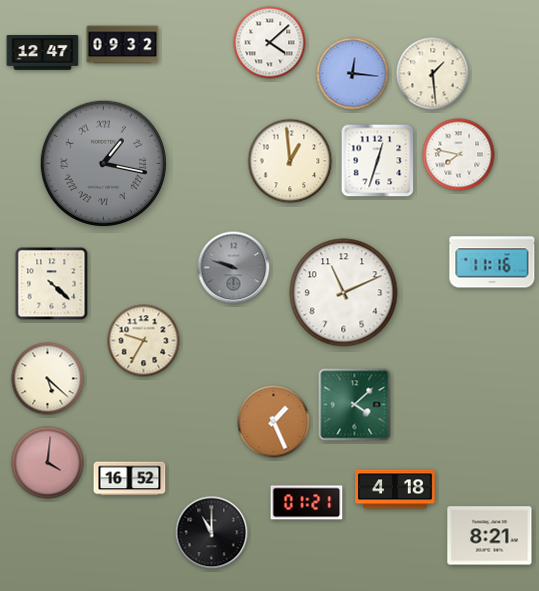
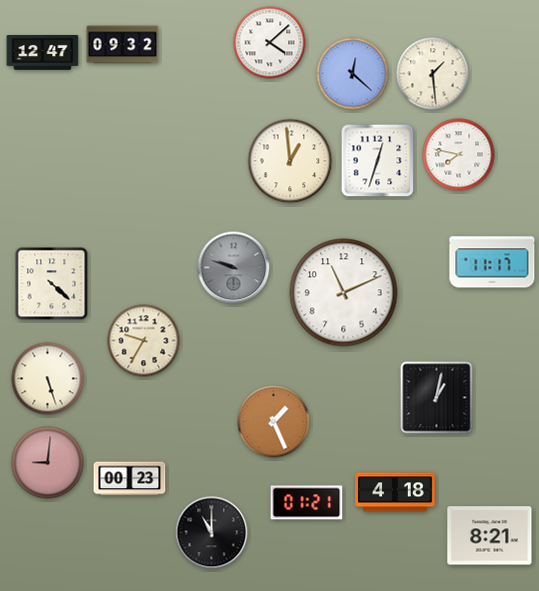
clock at (353, 74): 12:16 -> 12:22
clock at (103, 163): 1:17 -> none
clock at (492, 262): 11:16 -> 11:17
clock at (48, 379): 5:22 -> 5:27
clock at (437, 398): none -> 1:02
clock at (355, 405): 4:08 -> none
clock at (48, 463): 4:01 -> 9:01
clock at (130, 479): 16:52 -> 00:23
clock at (395, 489) position: (395, 489) -> (395, 492)
